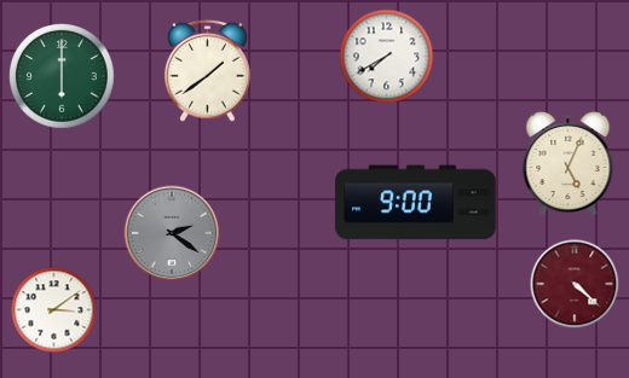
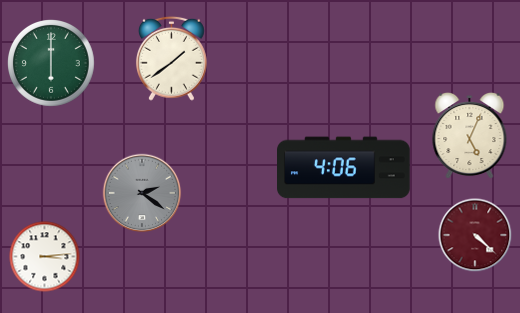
clock at (387, 57): 7:40 -> none
clock at (416, 203): 9:00 -> 4:06
clock at (54, 310): 3:09 -> 3:14
